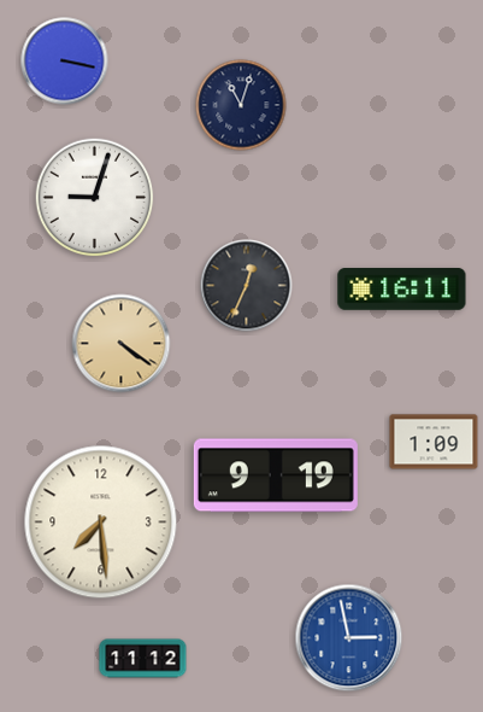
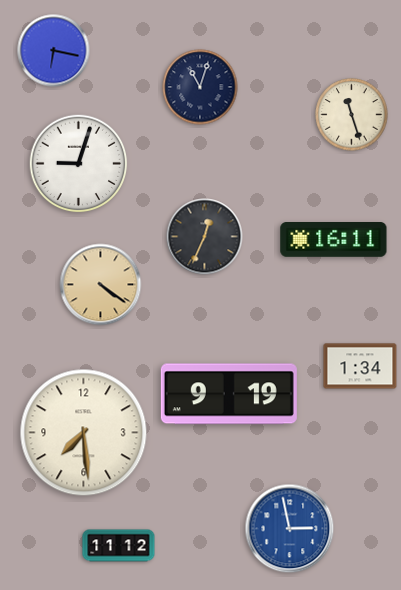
clock at (65, 62): 3:17 -> 6:17
clock at (352, 115): none -> 11:27
clock at (434, 442): 1:09 -> 1:34
